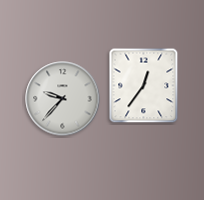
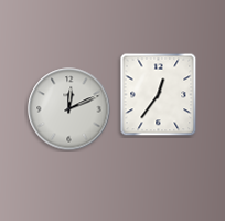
clock at (63, 99): 9:37 -> 12:11
